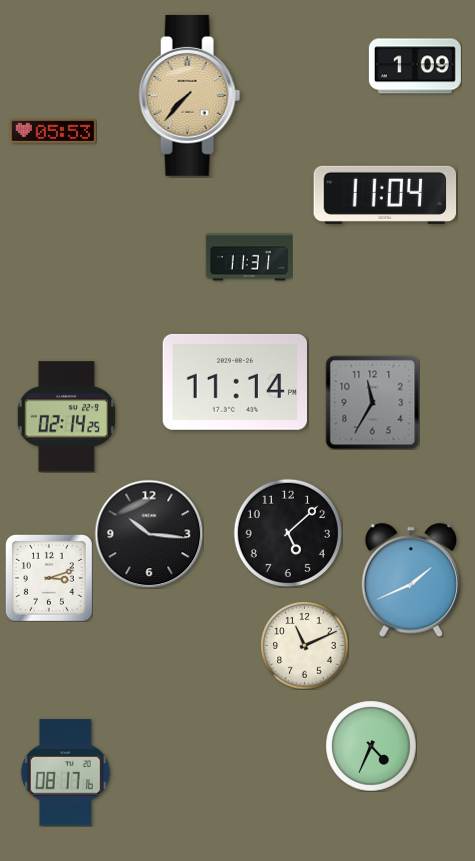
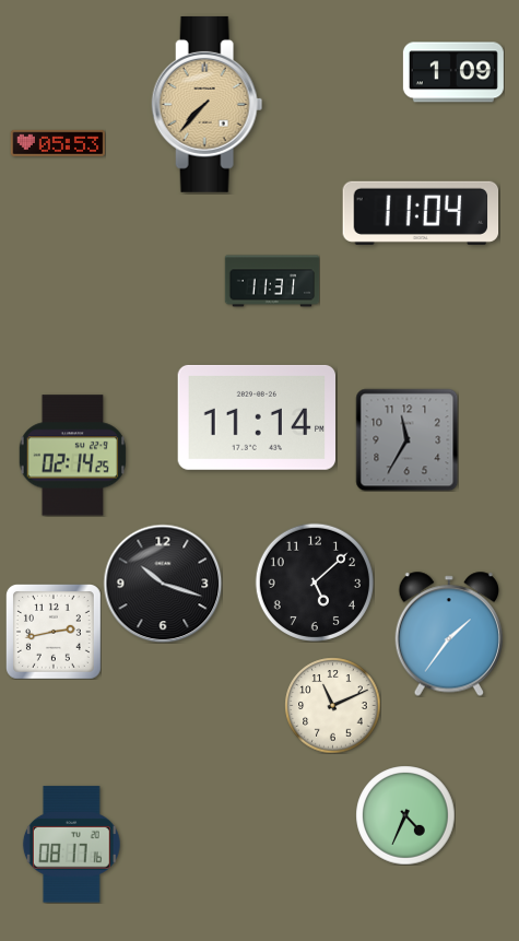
clock at (149, 534): 10:16 -> 10:18
clock at (49, 578): 3:12 -> 2:43
clock at (410, 580): 1:41 -> 1:36
